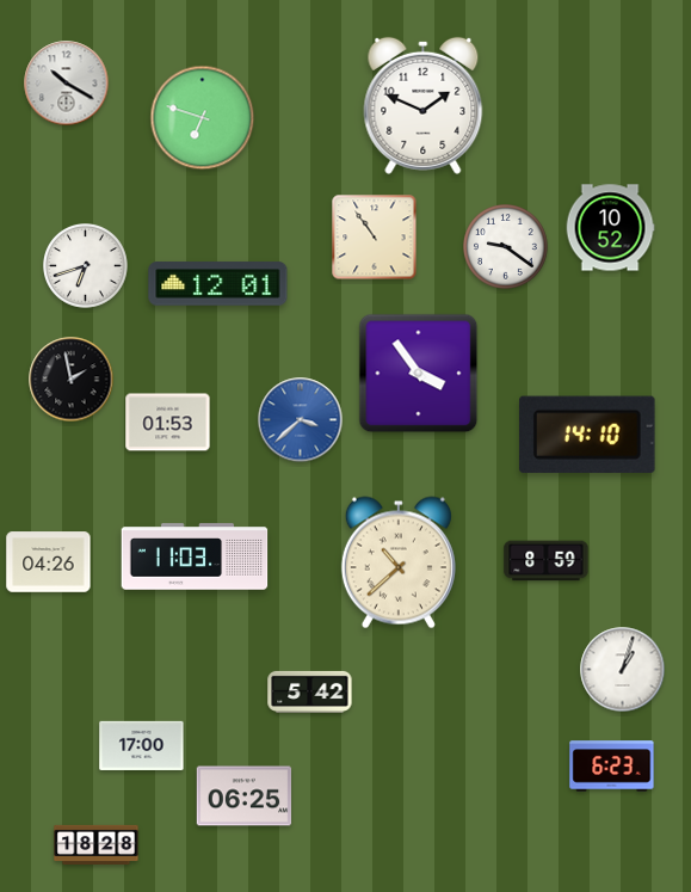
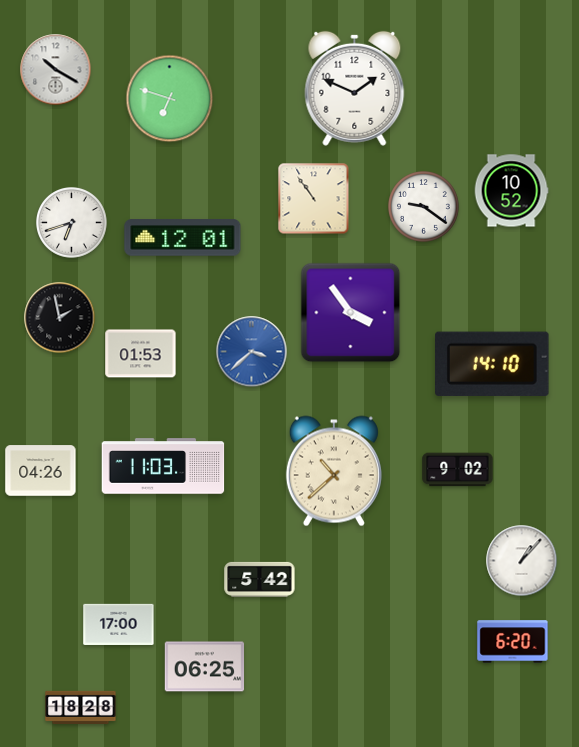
clock at (547, 561): 8:59 -> 9:02
clock at (623, 670): 1:03 -> 1:07
clock at (612, 767): 6:23 -> 6:20
